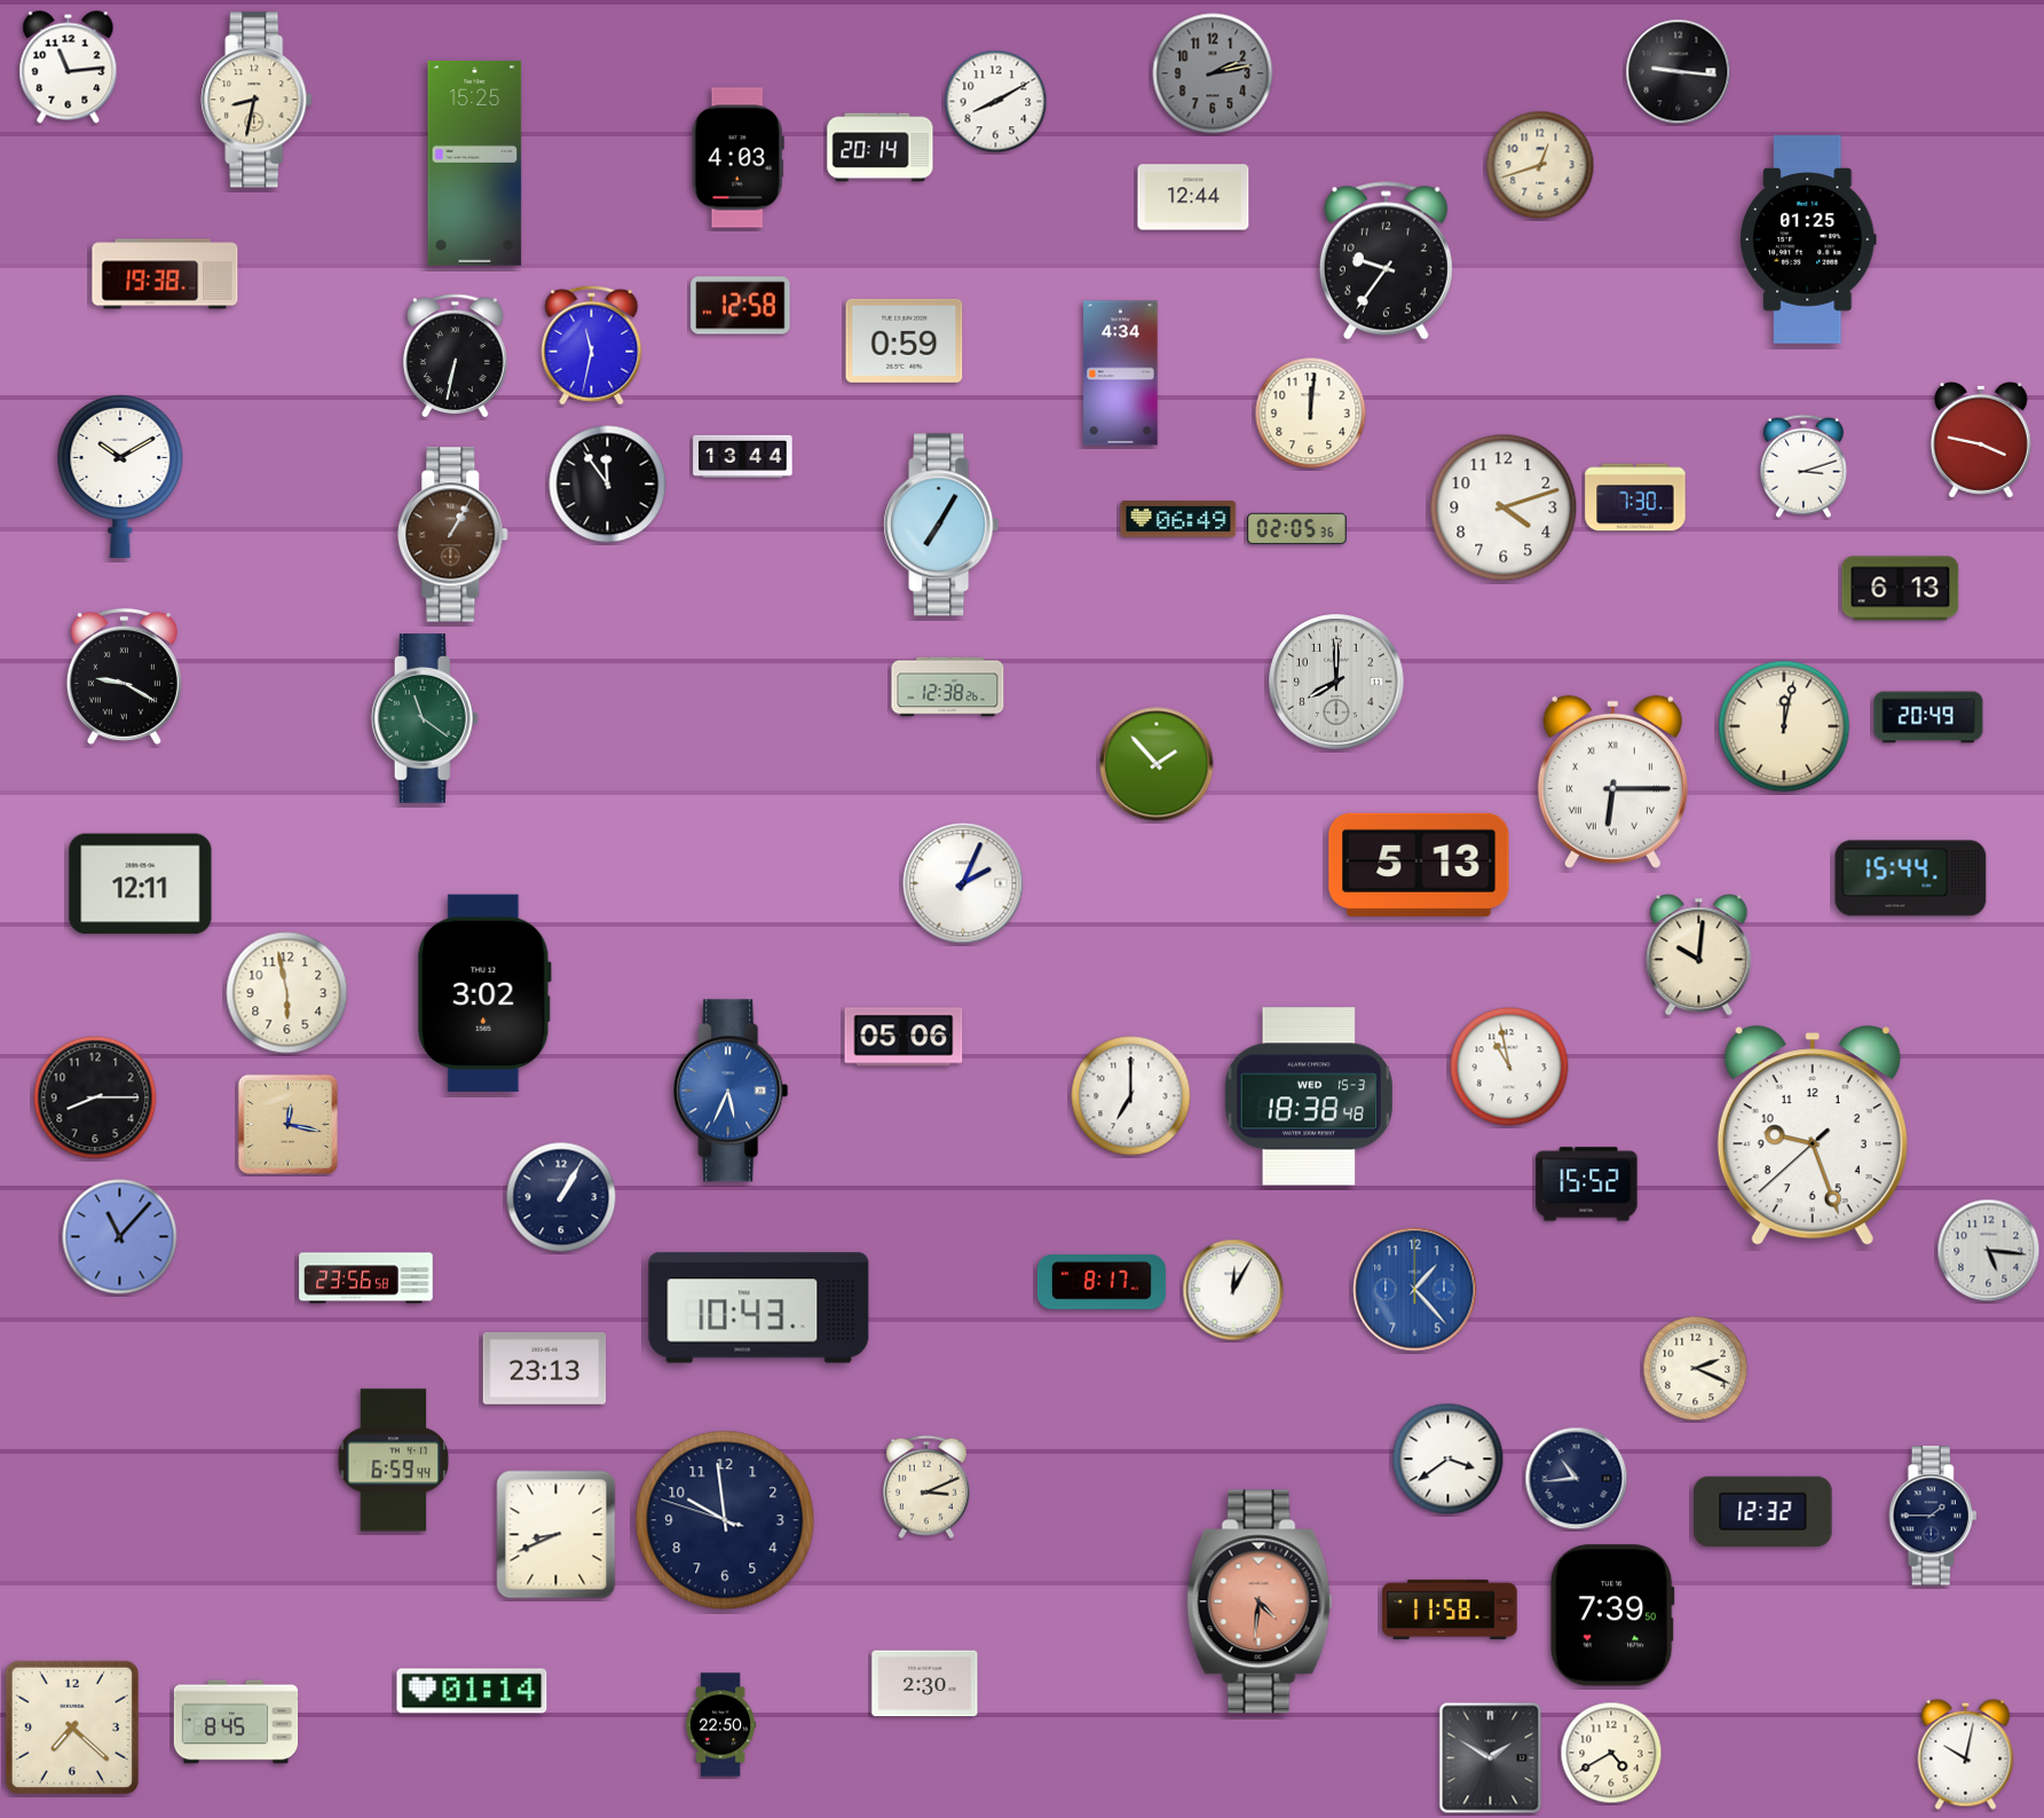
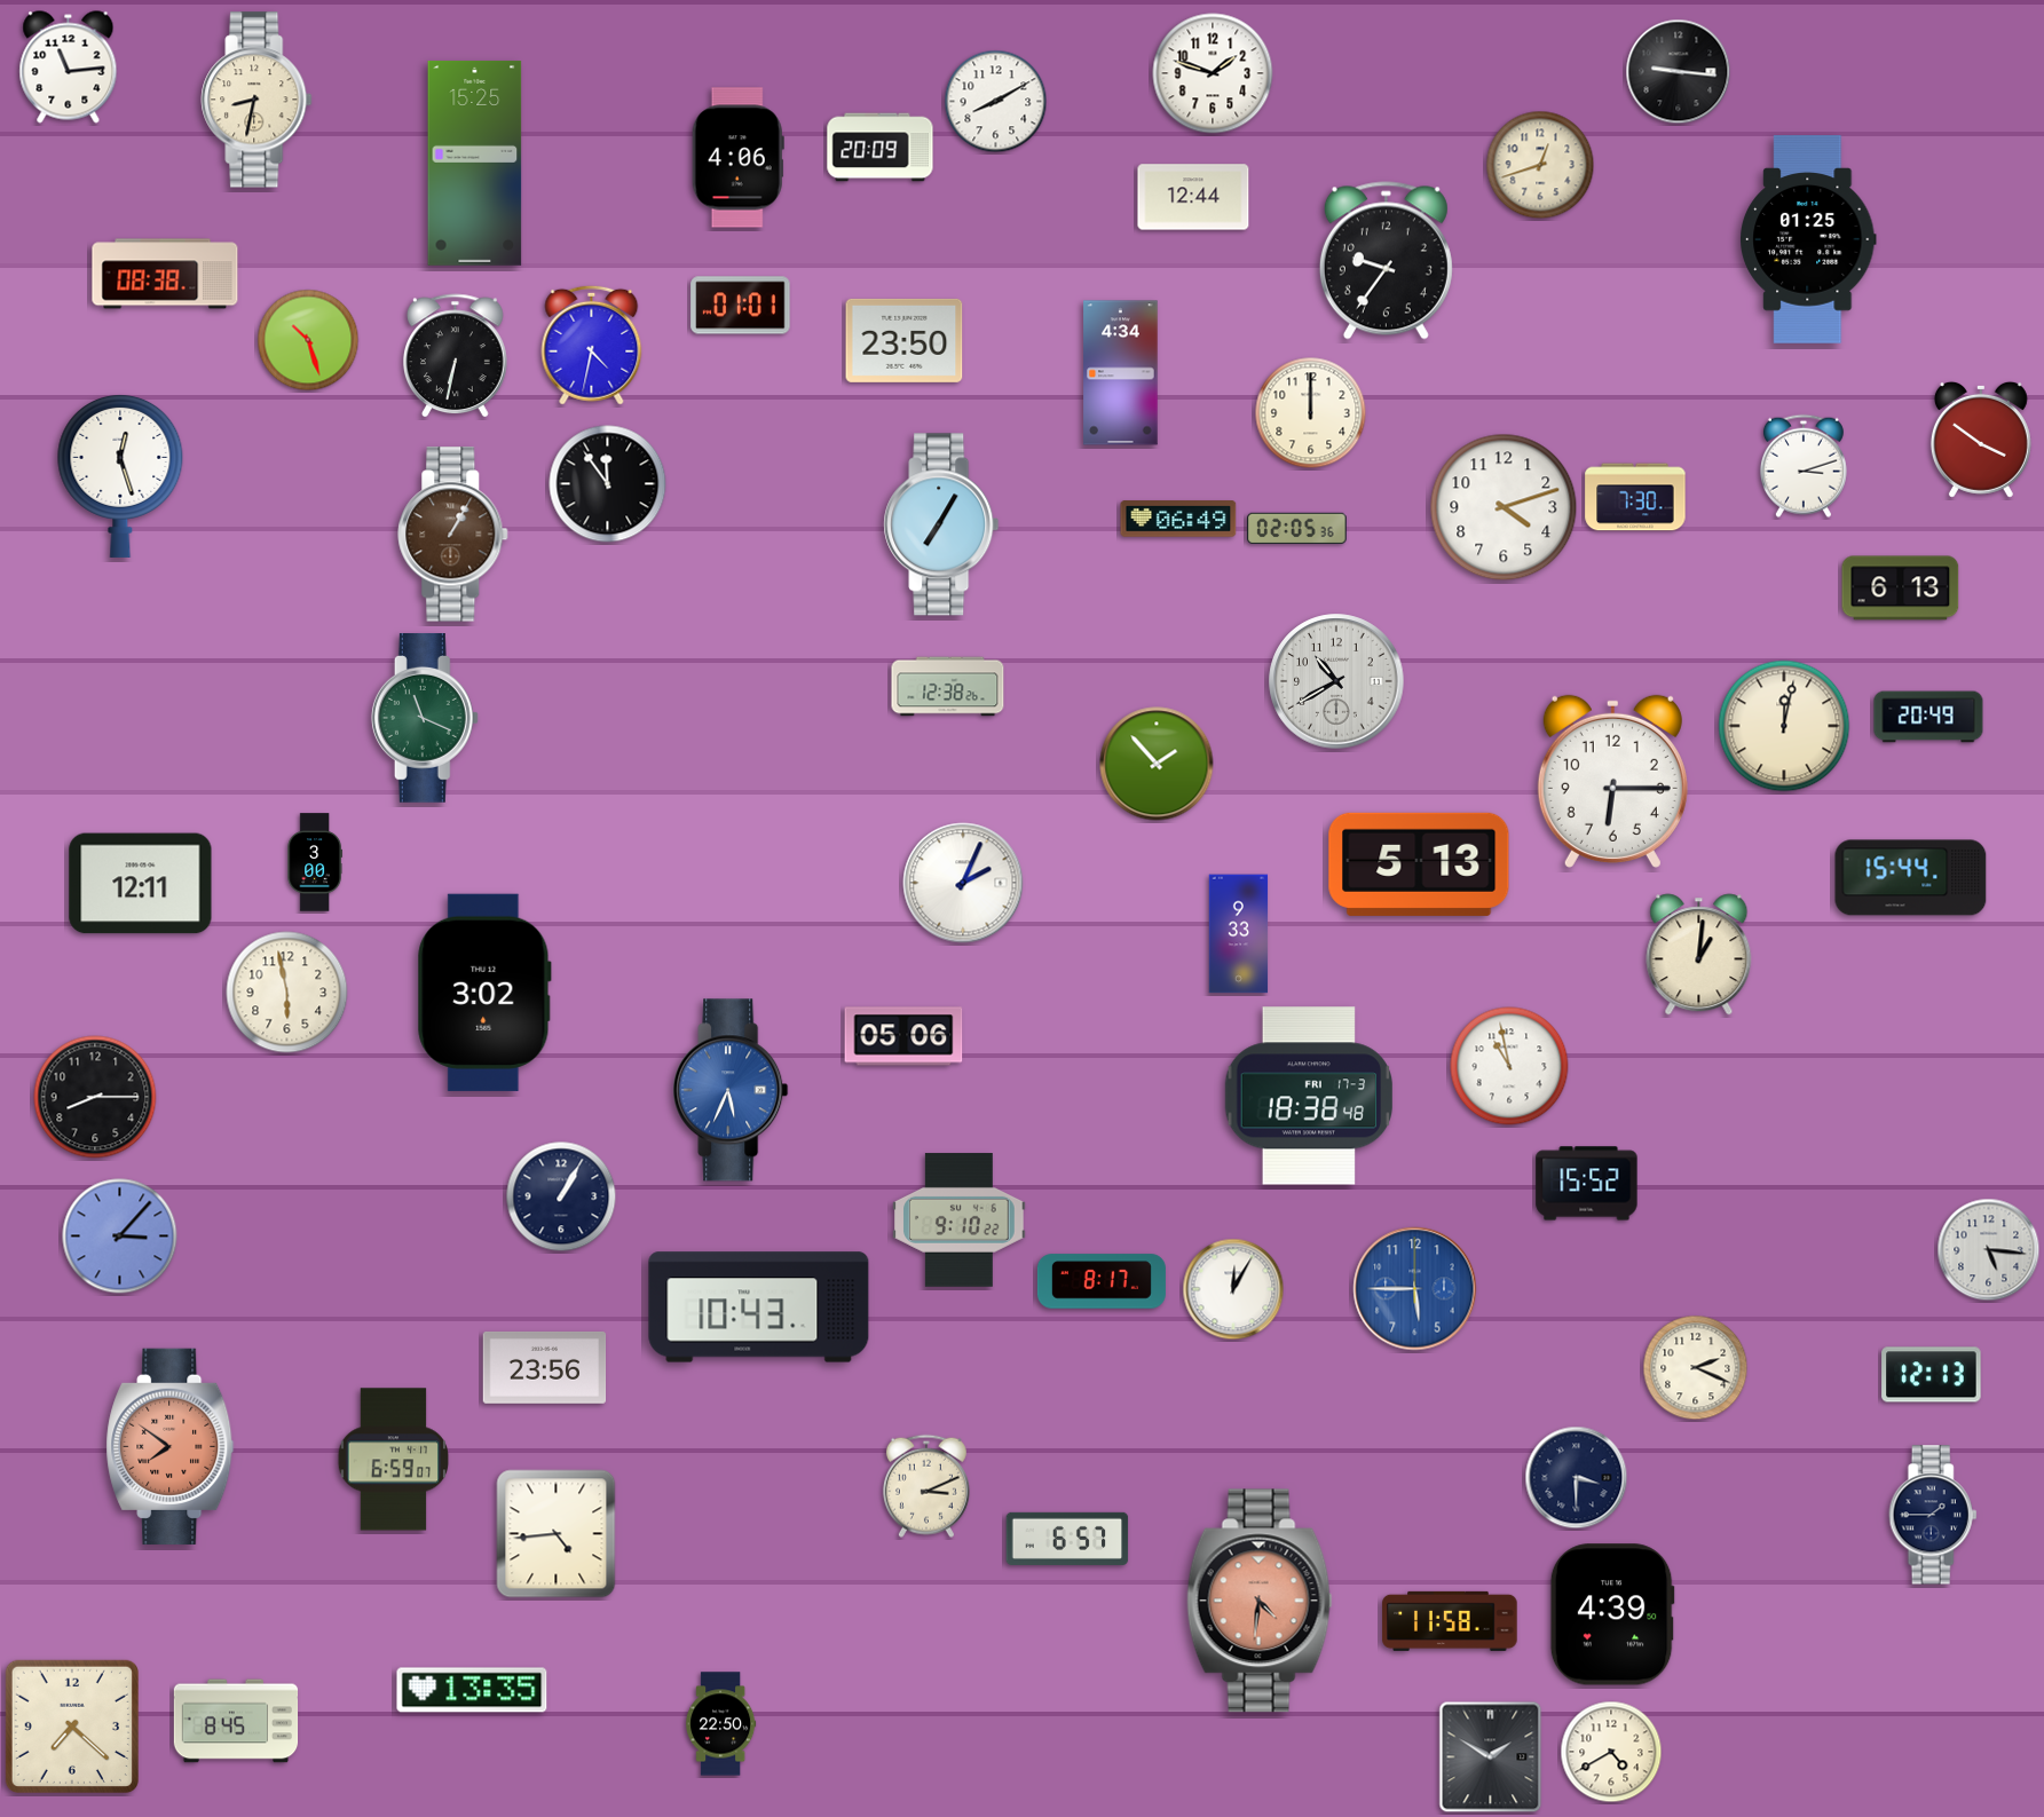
clock at (1213, 73): 2:13 -> 1:48
clock at (1213, 73) dial: grey -> white
clock at (881, 148): 20:14 -> 20:09
clock at (737, 158): 4:03 -> 4:06
clock at (165, 274): 19:38 -> 08:38
clock at (741, 306): 12:58 -> 01:01
clock at (308, 340): none -> 10:27
clock at (905, 340): 0:59 -> 23:50
clock at (592, 345): 11:32 -> 4:32
clock at (1311, 414): 12:01 -> 12:00
clock at (1981, 440): 3:47 -> 3:51
clock at (743, 456): 13:44 -> none
clock at (120, 475): 10:10 -> 12:27
clock at (124, 676): 9:20 -> none
clock at (1336, 682): 8:00 -> 10:40
clock at (425, 719): 11:21 -> 11:19
clock at (1612, 781) numerals: Roman -> Arabic
clock at (315, 862): none -> 3:00
clock at (1239, 934): none -> 9:33
clock at (1699, 955): 10:01 -> 1:01
clock at (1131, 1096): 7:00 -> none
clock at (1309, 1096) date: WED 15-3 -> FRI 17-3
clock at (287, 1124): 12:17 -> none
clock at (1813, 1136): 9:26 -> none
clock at (960, 1220): none -> 9:10
clock at (120, 1237): 11:07 -> 3:07
clock at (366, 1278): 23:56 -> none
clock at (1415, 1290): 1:23 -> 5:45
clock at (545, 1368): 23:13 -> 23:56
clock at (1932, 1375): none -> 12:13
clock at (171, 1446): none -> 7:51
clock at (1449, 1459): 3:39 -> none
clock at (394, 1461): 6:59:44 -> 6:59:07
clock at (1577, 1479): 10:44 -> 3:30
clock at (1763, 1511): 12:32 -> none
clock at (725, 1520): 9:58 -> none
clock at (557, 1535): 8:41 -> 4:44
clock at (1067, 1539): none -> 6:57
clock at (1450, 1610) position: (1450, 1610) -> (1450, 1621)
clock at (1612, 1615): 7:39 -> 4:39
clock at (925, 1684): 2:30 -> none
clock at (472, 1691): 01:14 -> 13:35
clock at (1966, 1754): 10:02 -> none
